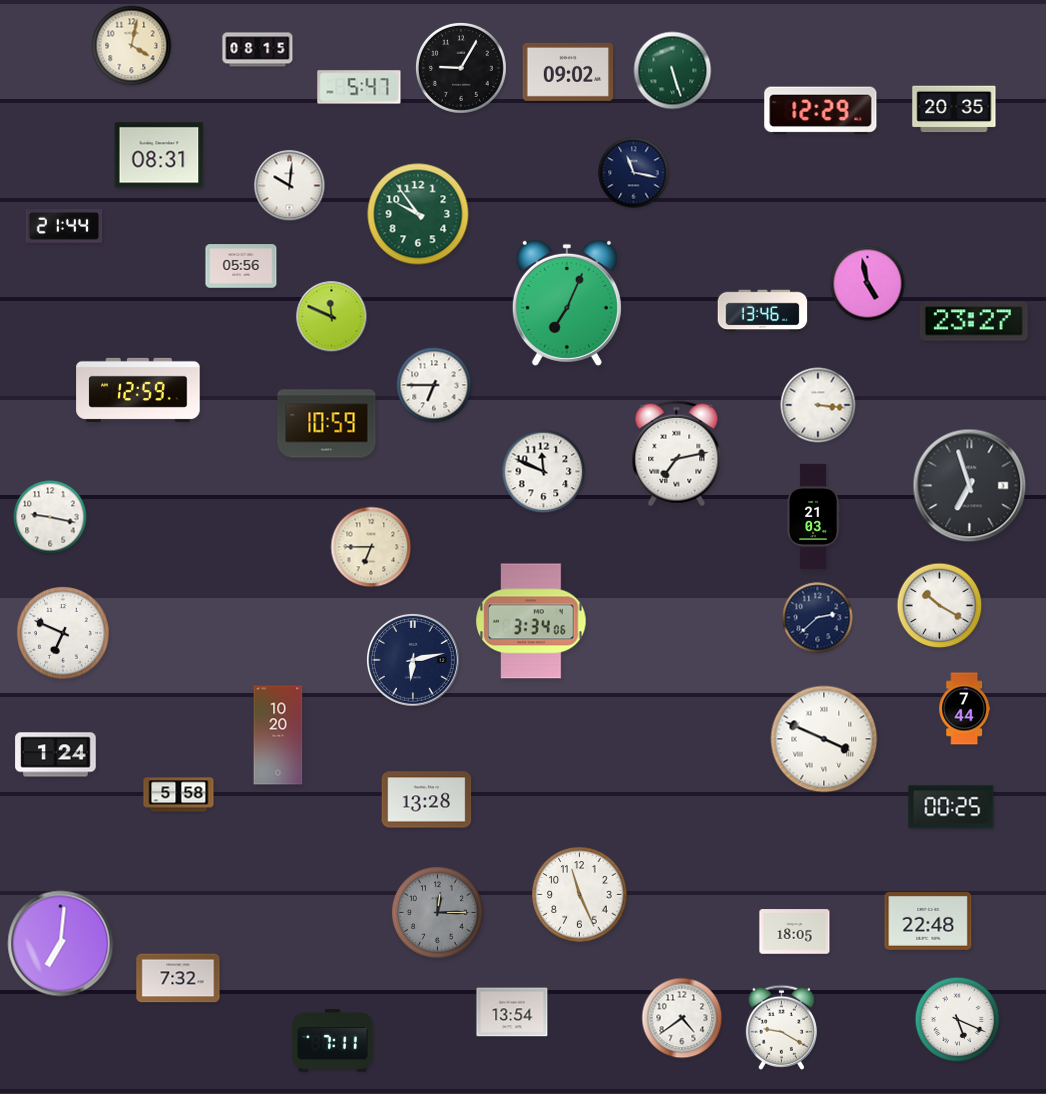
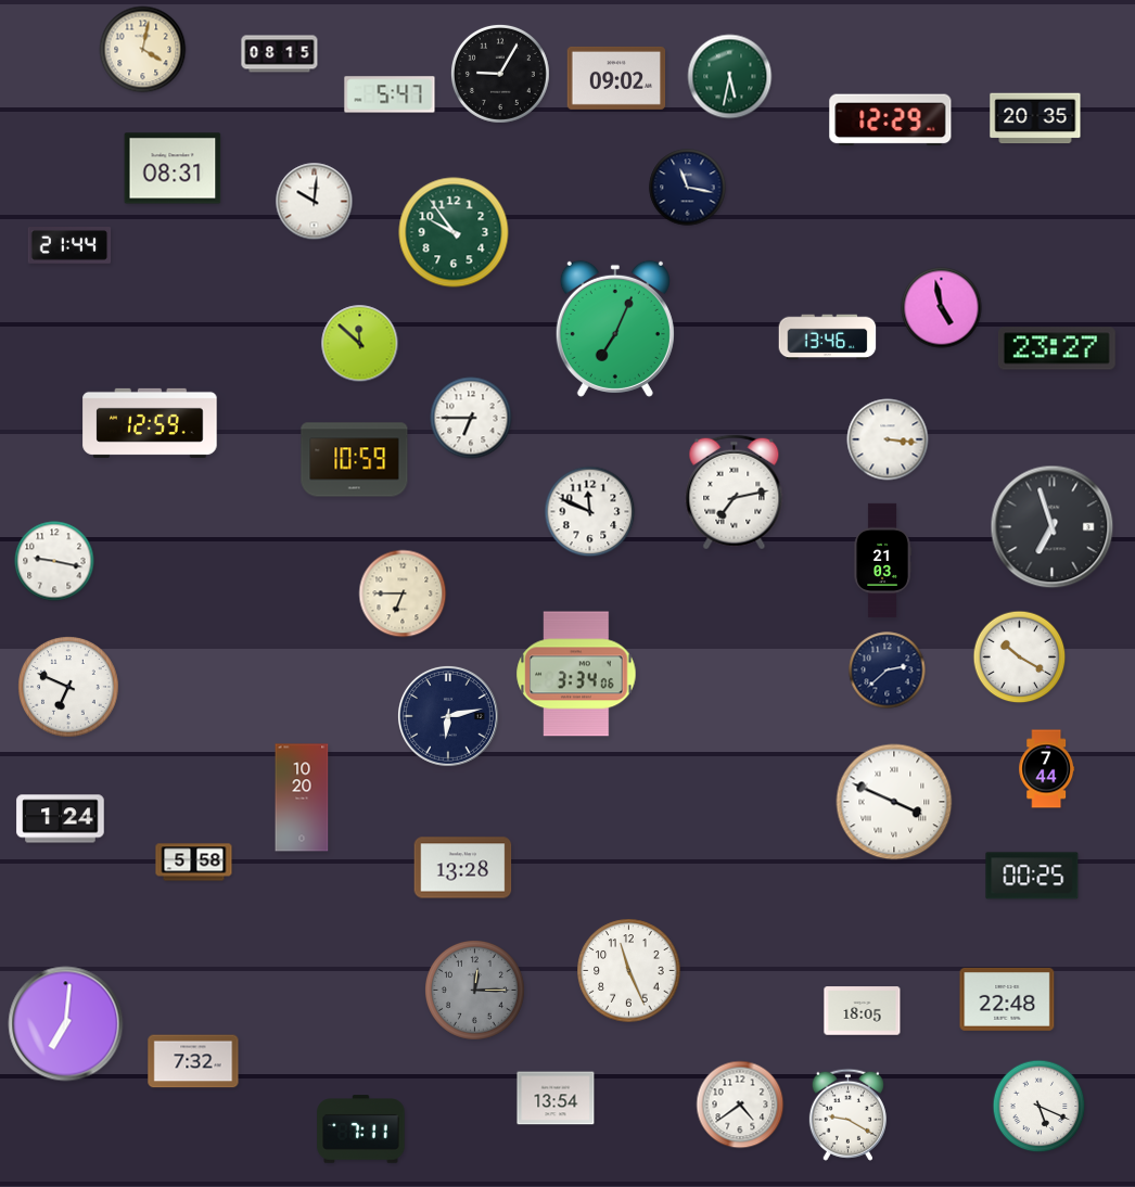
clock at (673, 71): 5:27 -> 5:32
clock at (241, 266): 05:56 -> none
clock at (332, 317): 11:49 -> 11:52
